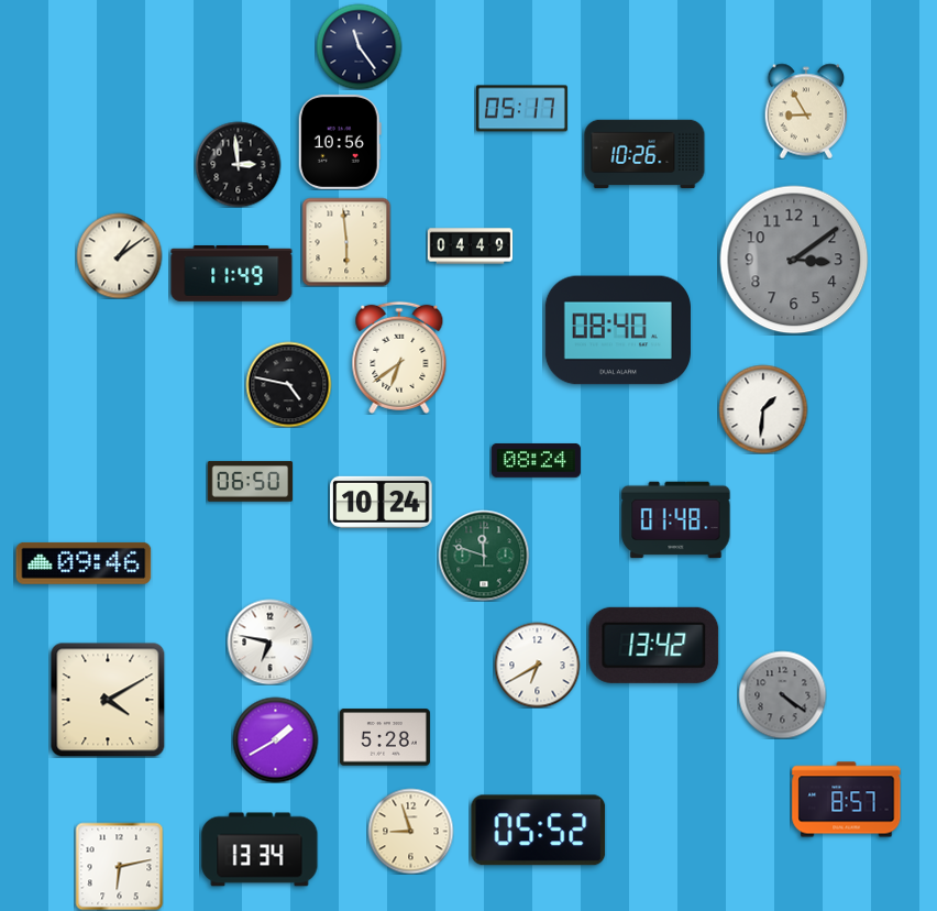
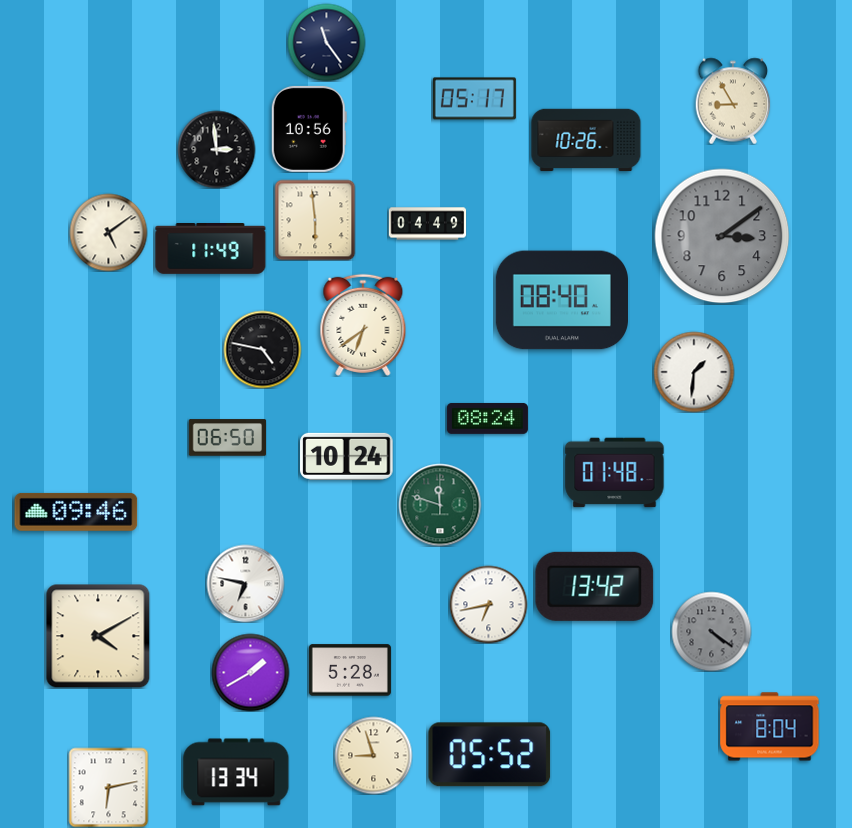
clock at (119, 255): 1:09 -> 5:09
clock at (537, 665): 6:40 -> 6:43
clock at (847, 800): 8:57 -> 8:04
